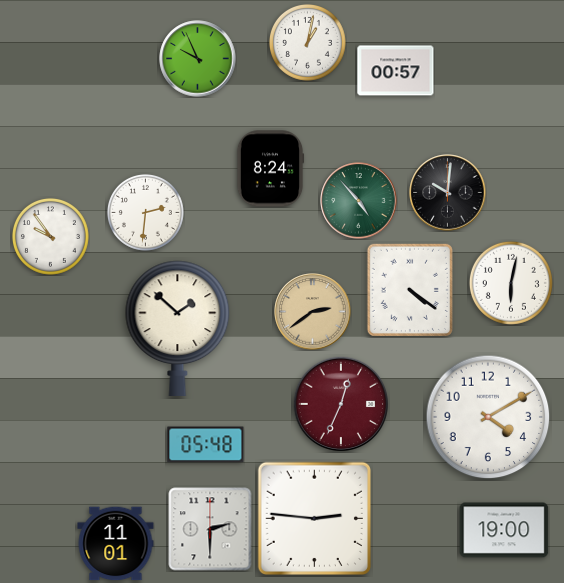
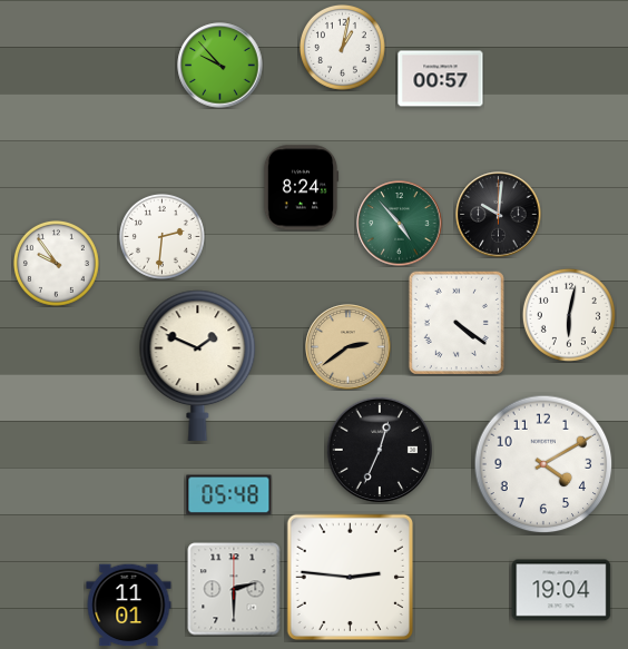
clock at (198, 59): 9:56 -> 9:53
clock at (178, 328): 1:52 -> 1:49
clock at (341, 404) dial: burgundy -> black
clock at (504, 530): 19:00 -> 19:04
